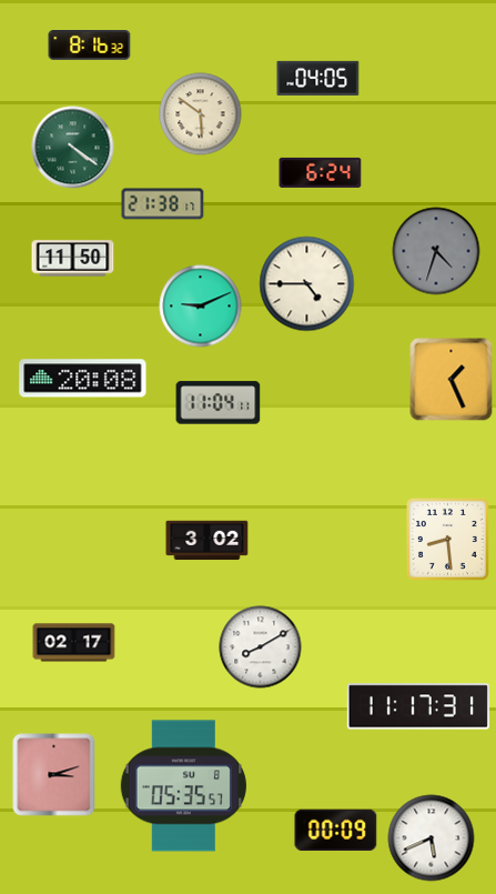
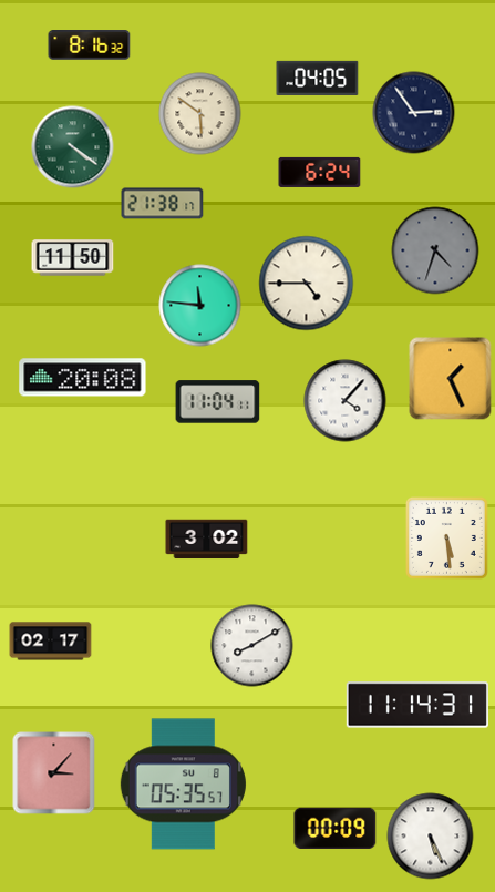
clock at (414, 113): none -> 2:54
clock at (201, 307): 9:11 -> 11:46
clock at (346, 401): none -> 4:07
clock at (447, 539): 8:29 -> 5:29
clock at (74, 643) position: (74, 643) -> (51, 642)
clock at (261, 647) position: (261, 647) -> (252, 646)
clock at (418, 706): 11:17 -> 11:14
clock at (54, 775): 3:12 -> 3:07
clock at (432, 838): 5:41 -> 5:26
